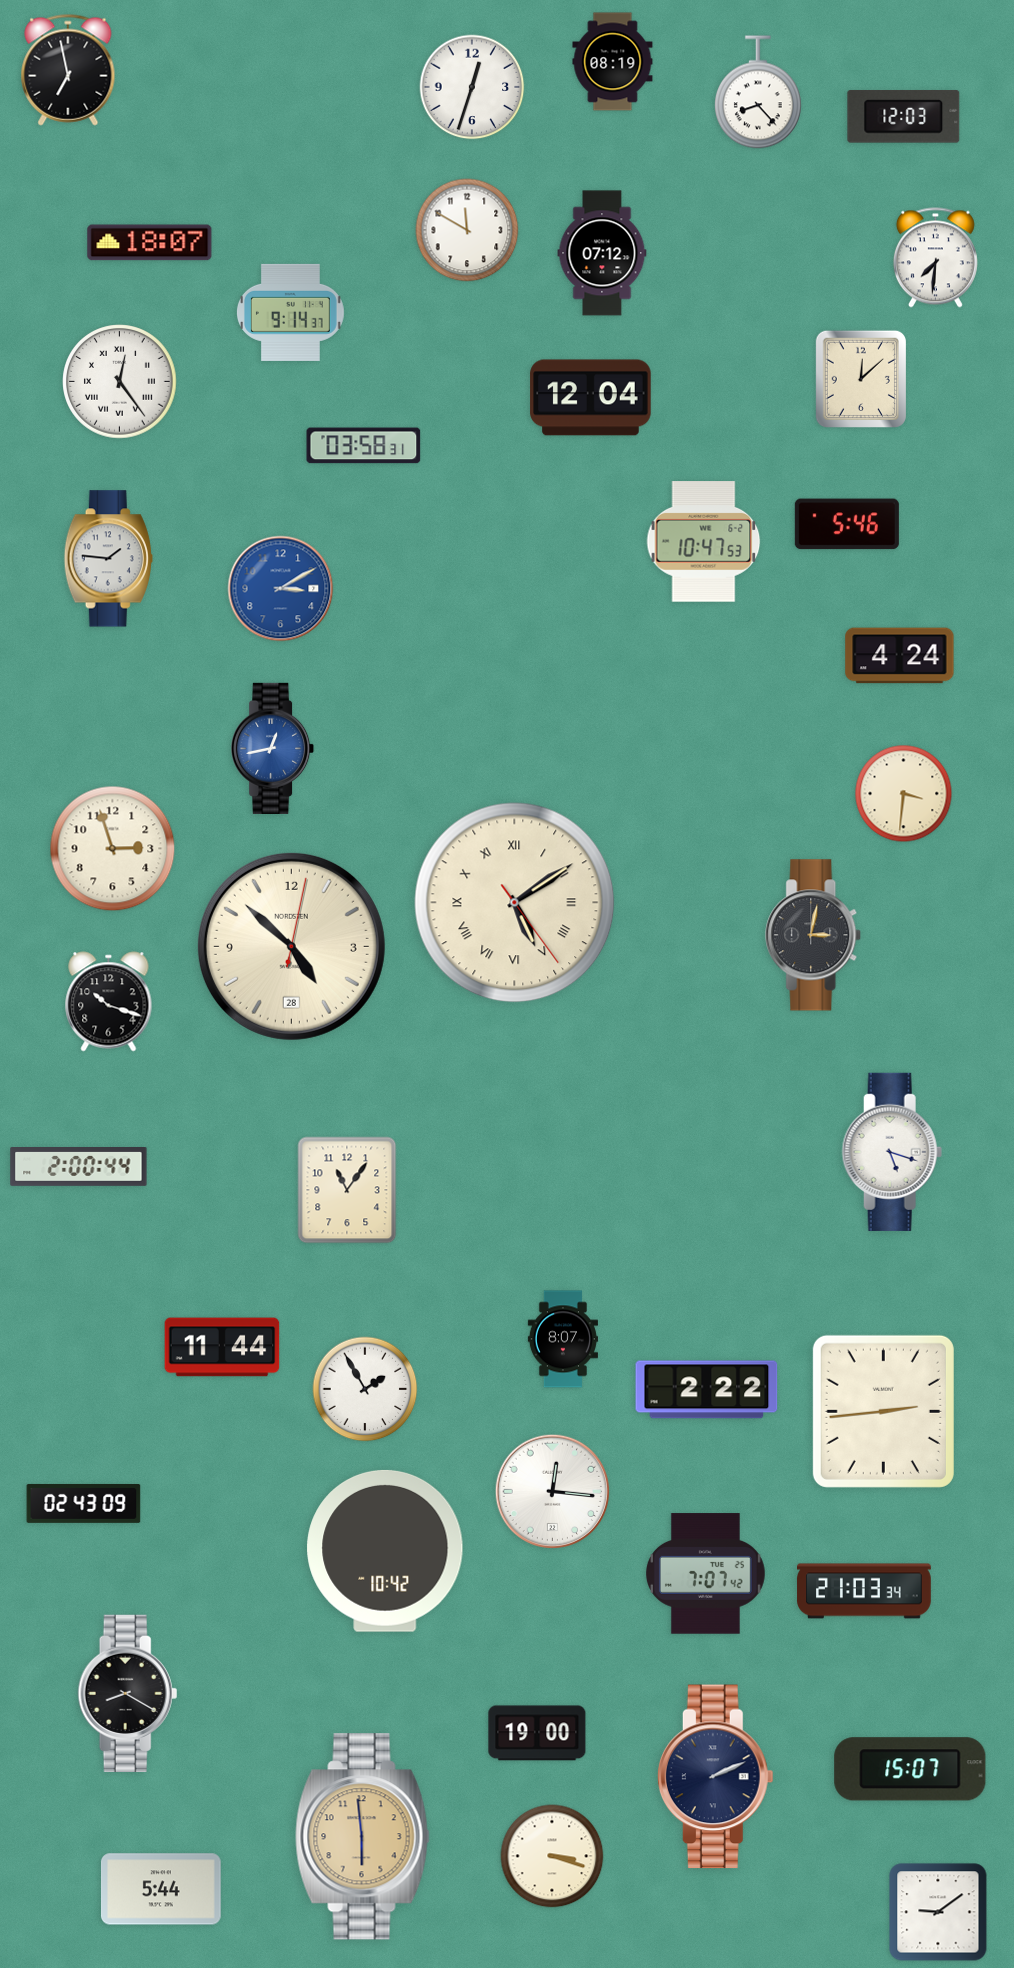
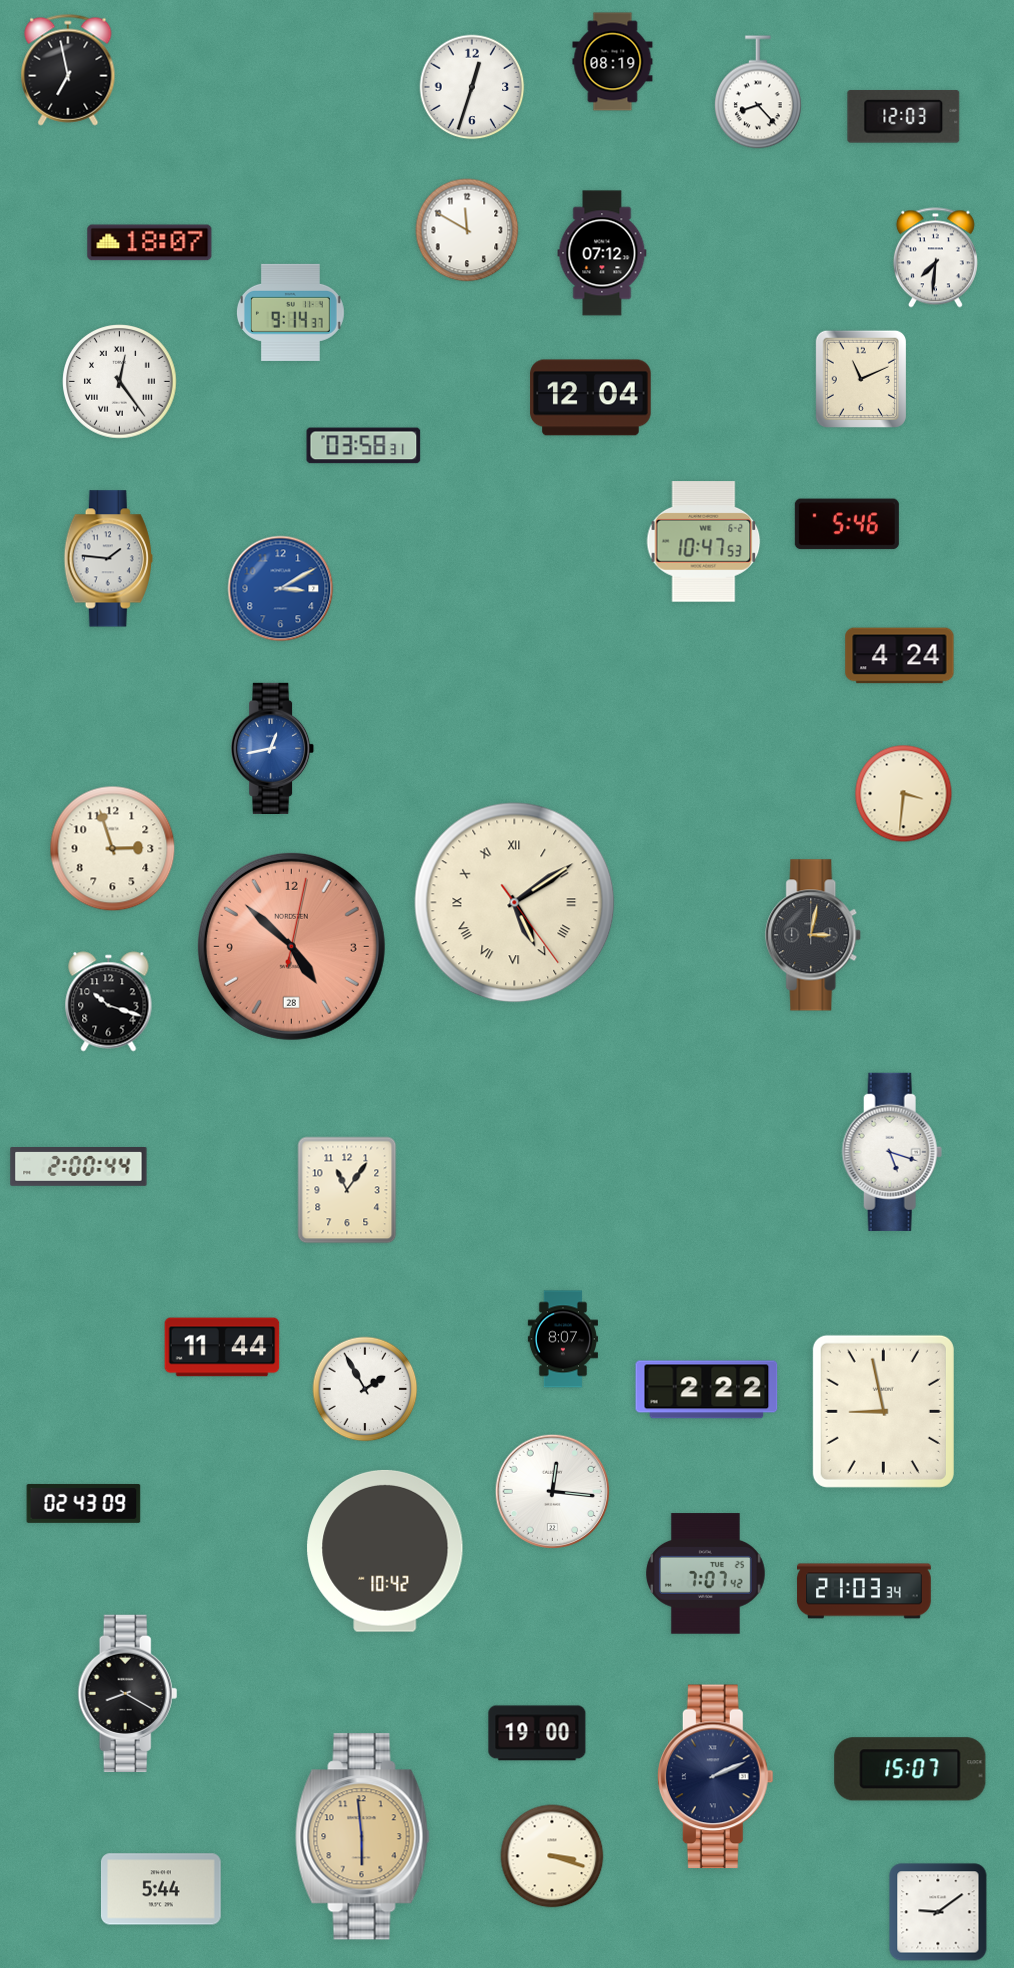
clock at (860, 378): 12:08 -> 11:11
clock at (291, 946) dial: cream -> salmon
clock at (883, 1411): 2:44 -> 8:58
